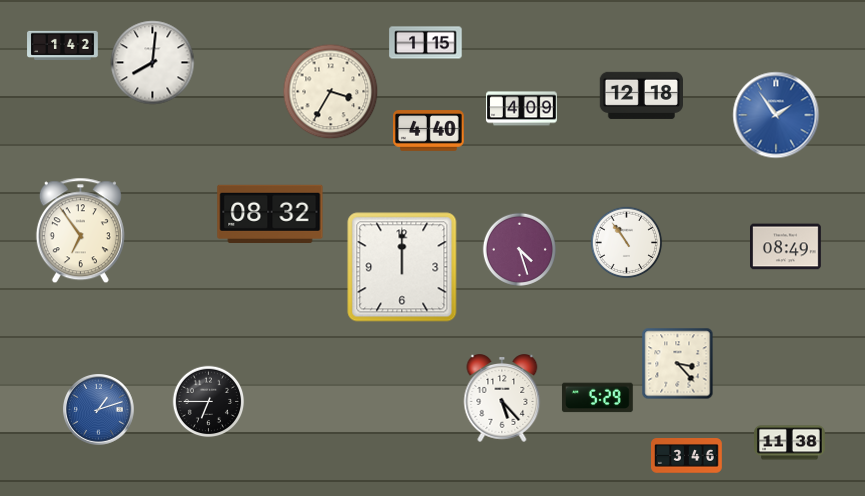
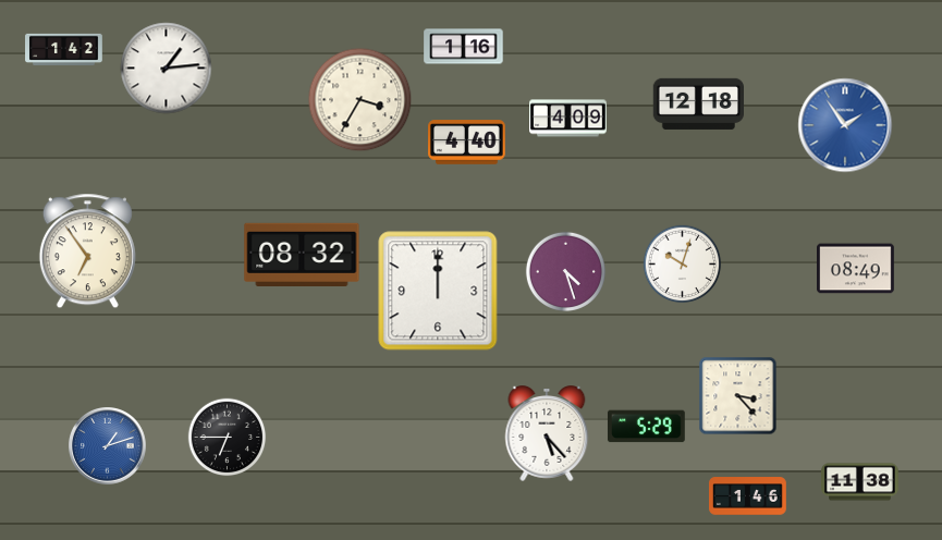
clock at (426, 43): 1:15 -> 1:16
clock at (63, 45) position: (63, 45) -> (64, 49)
clock at (153, 63): 8:01 -> 1:14
clock at (270, 213) position: (270, 213) -> (302, 254)
clock at (627, 243): 10:54 -> 10:03
clock at (597, 398) position: (597, 398) -> (646, 427)
clock at (687, 456): 3:46 -> 1:46
